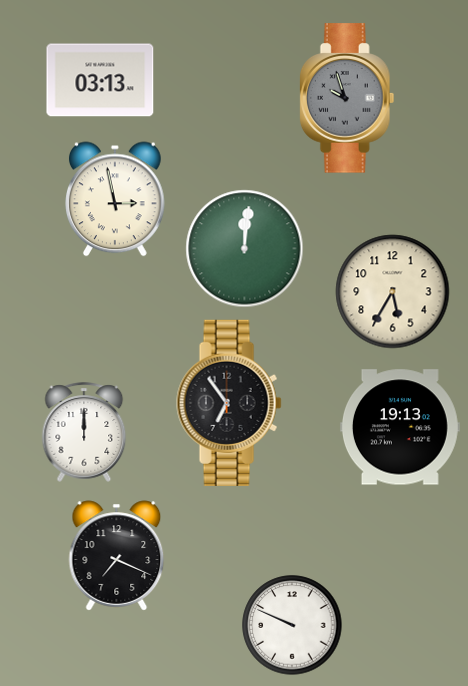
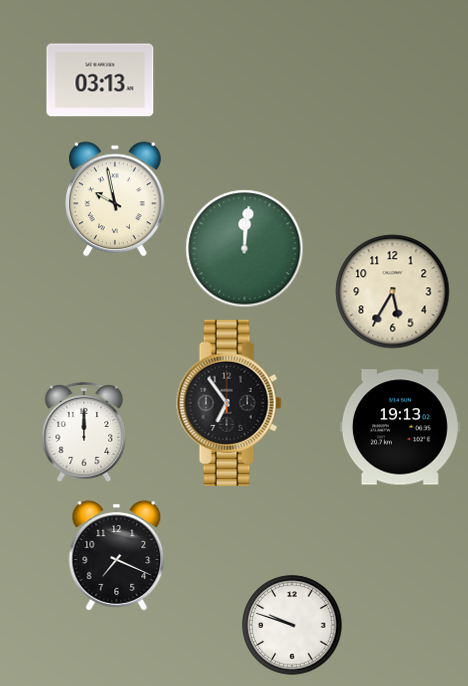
clock at (347, 98): 9:57 -> none
clock at (116, 199): 2:58 -> 9:58
clock at (292, 625): 9:49 -> 9:48
